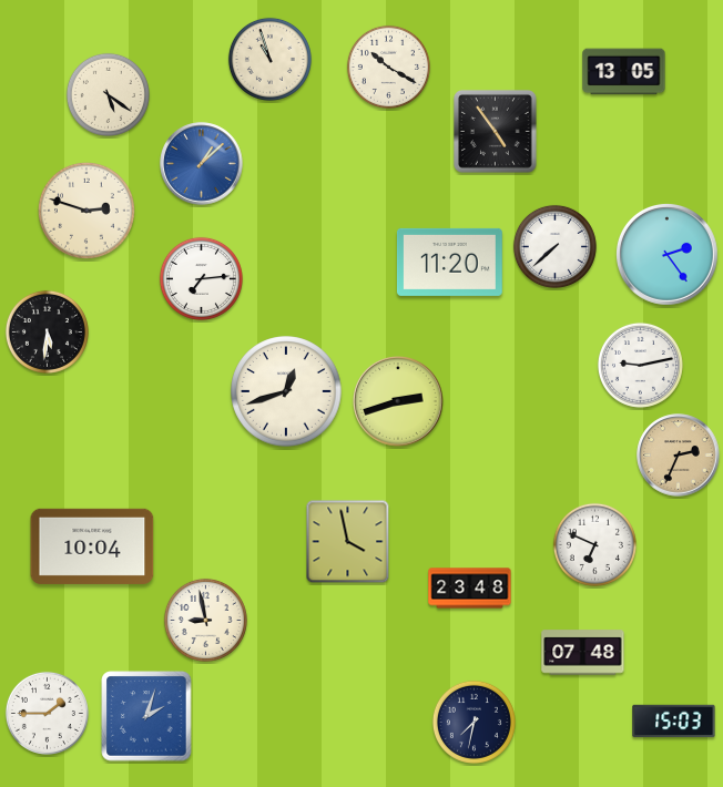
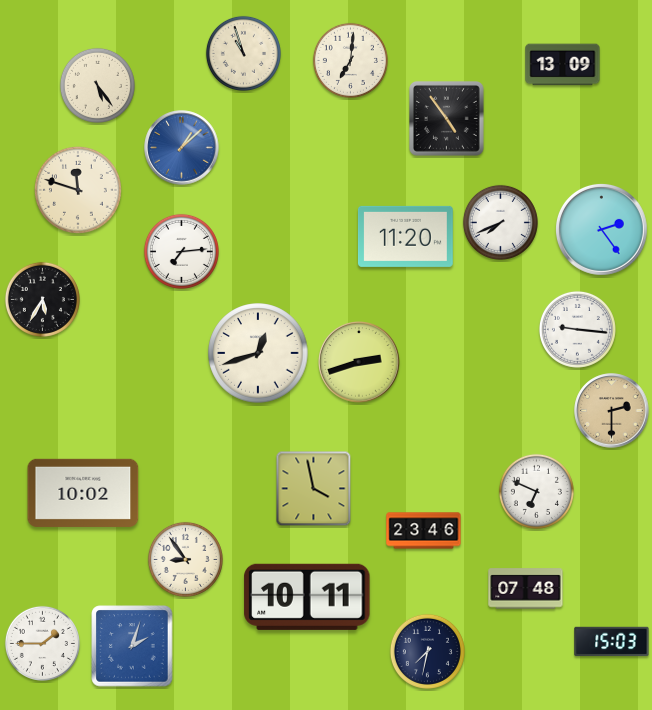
clock at (388, 67): 10:20 -> 7:01
clock at (624, 72): 13:05 -> 13:09
clock at (108, 94): 5:21 -> 5:24
clock at (88, 212): 2:48 -> 11:48
clock at (554, 246): 7:38 -> 7:41
clock at (47, 331): 5:31 -> 5:35
clock at (640, 365): 9:13 -> 9:16
clock at (679, 456): 2:34 -> 2:30
clock at (92, 546): 10:04 -> 10:02
clock at (470, 589): 23:48 -> 23:46
clock at (205, 620): 8:58 -> 8:54
clock at (307, 597): none -> 10:11
clock at (674, 722) position: (674, 722) -> (612, 642)
